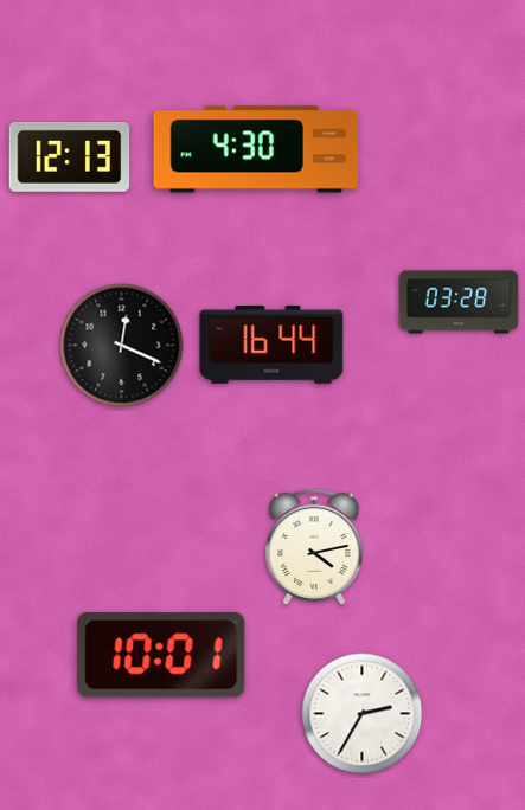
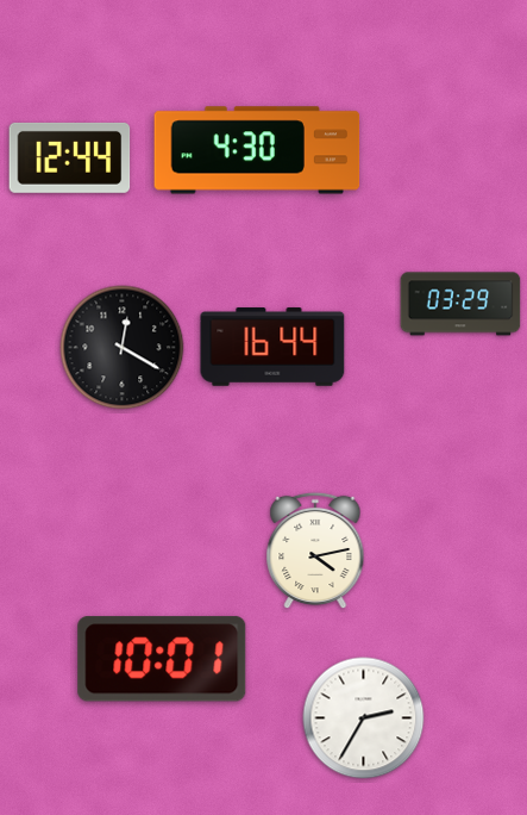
clock at (70, 156): 12:13 -> 12:44
clock at (459, 302): 03:28 -> 03:29
clock at (122, 346): 12:19 -> 12:20
